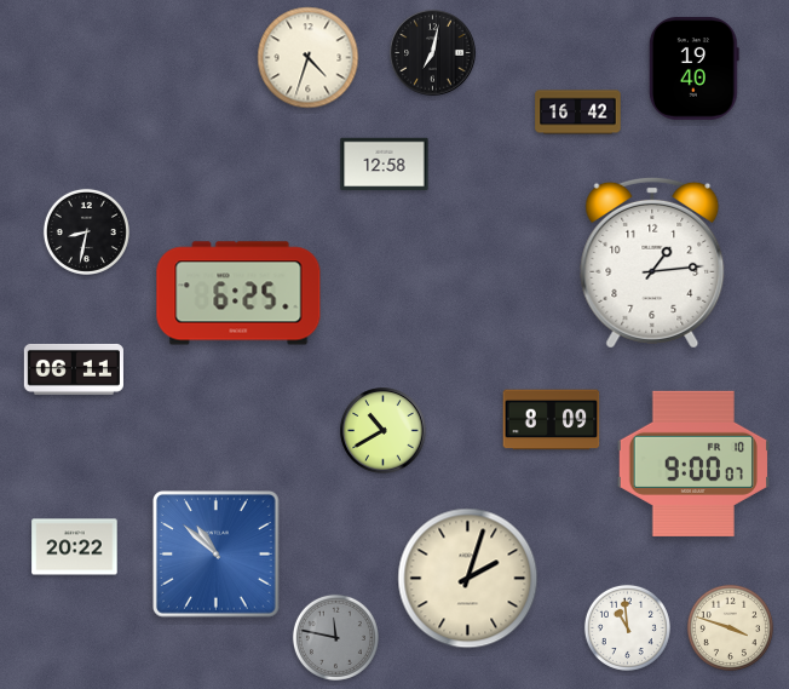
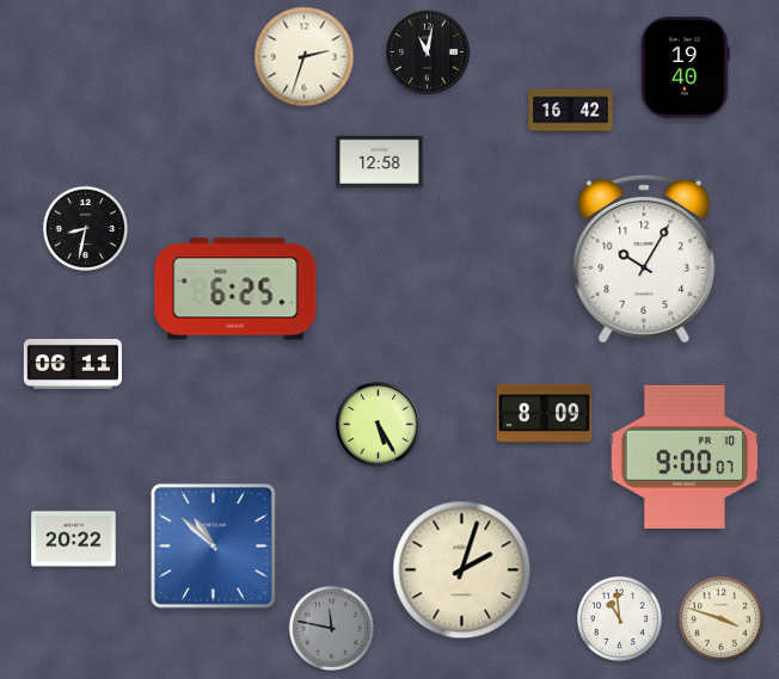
clock at (433, 53): 7:02 -> 11:02
clock at (309, 58): 4:33 -> 2:33
clock at (652, 263): 1:14 -> 10:05
clock at (384, 431): 10:40 -> 5:25
